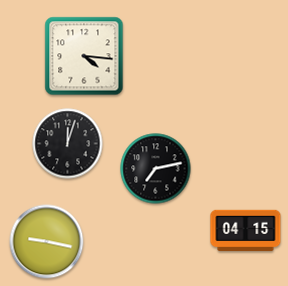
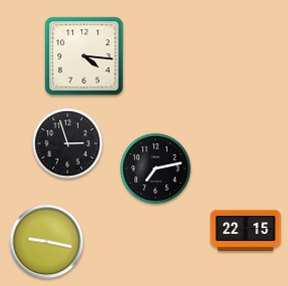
clock at (68, 144): 12:03 -> 2:57
clock at (246, 231): 04:15 -> 22:15
